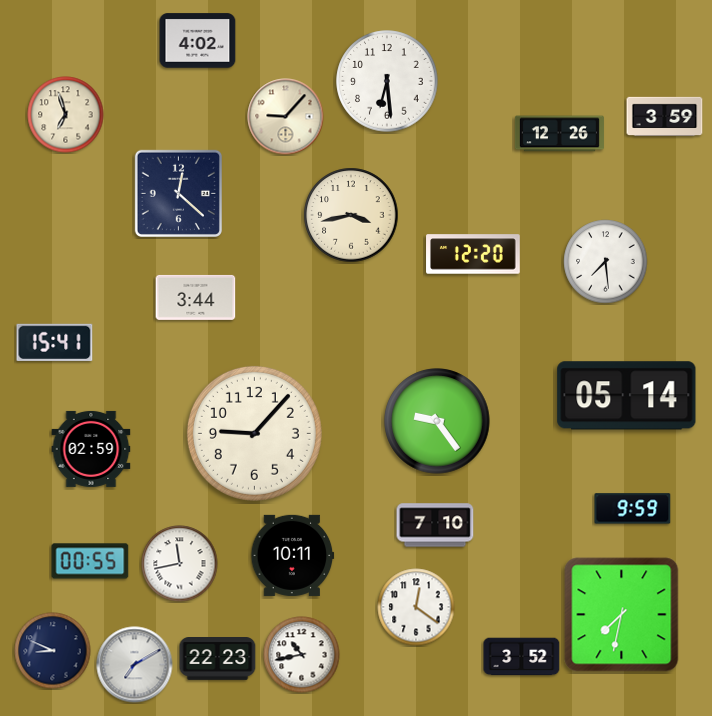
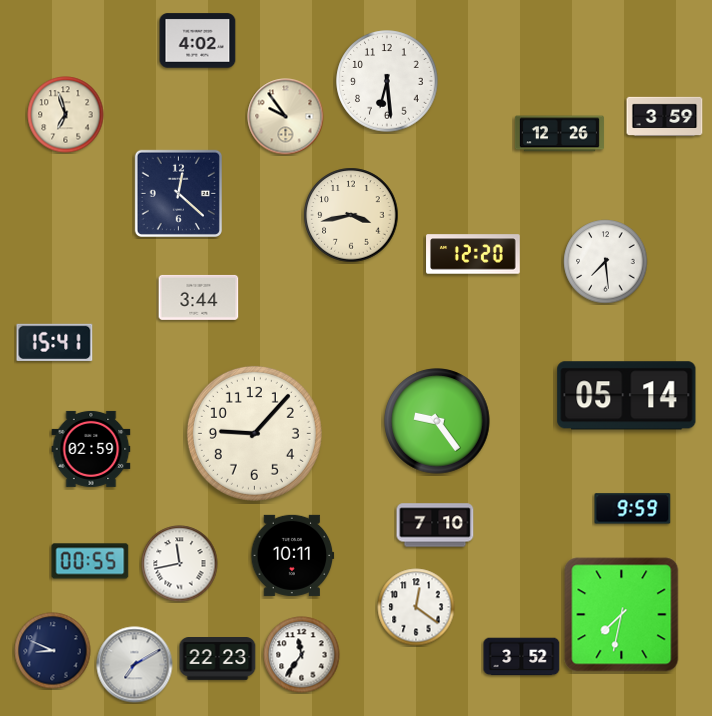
clock at (286, 117): 9:07 -> 9:54
clock at (196, 297) position: (196, 297) -> (199, 297)
clock at (302, 655): 10:43 -> 11:36
